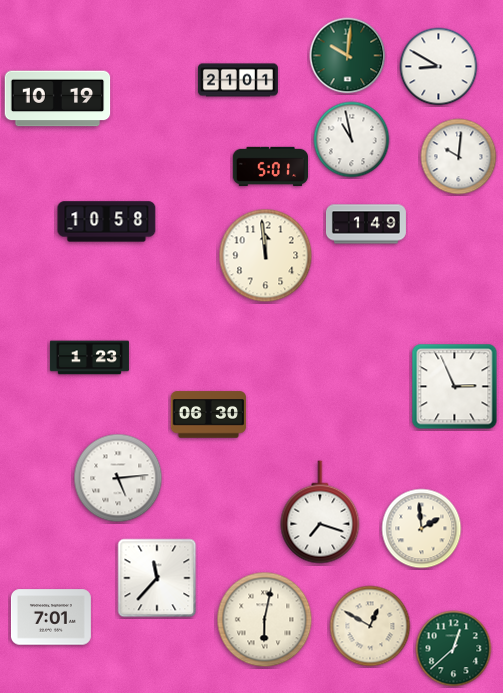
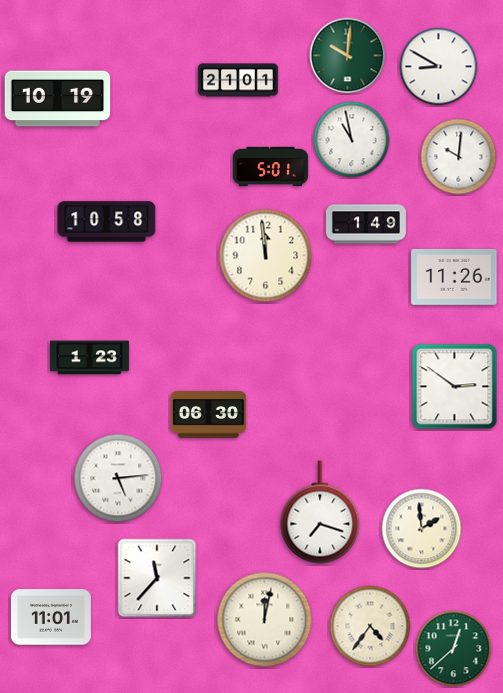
clock at (454, 278): none -> 11:26
clock at (455, 387): 2:56 -> 2:51
clock at (51, 617): 7:01 -> 11:01
clock at (265, 620): 6:02 -> 12:02
clock at (370, 626): 12:50 -> 4:36
